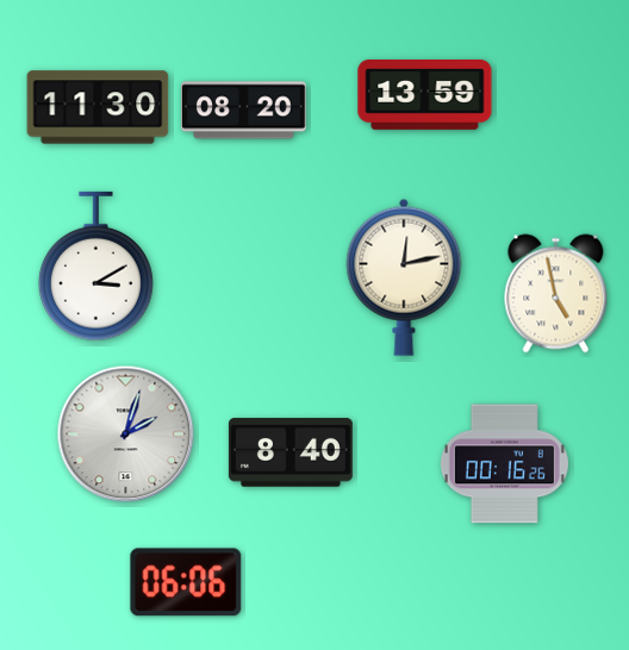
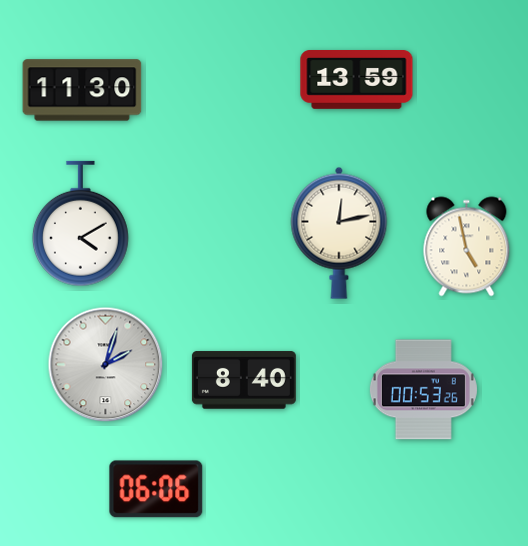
clock at (244, 111): 08:20 -> none
clock at (95, 267): 3:10 -> 4:10
clock at (504, 464): 00:16 -> 00:53
